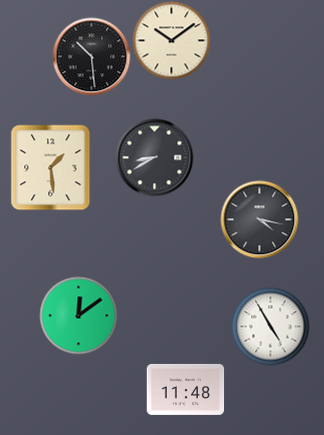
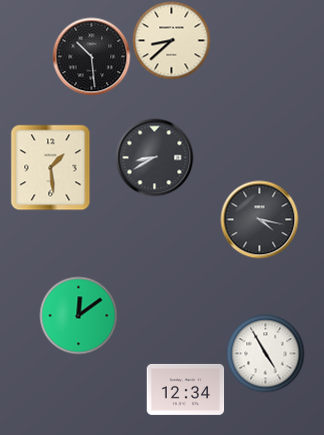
clock at (171, 40): 10:09 -> 8:38
clock at (270, 326) position: (270, 326) -> (265, 353)
clock at (185, 389): 11:48 -> 12:34
